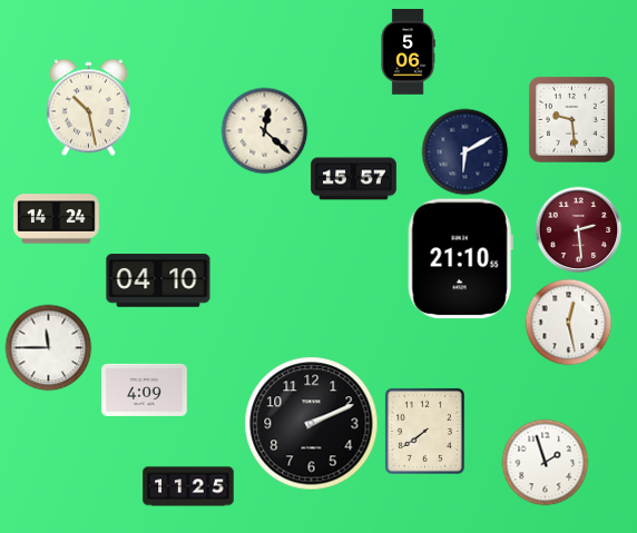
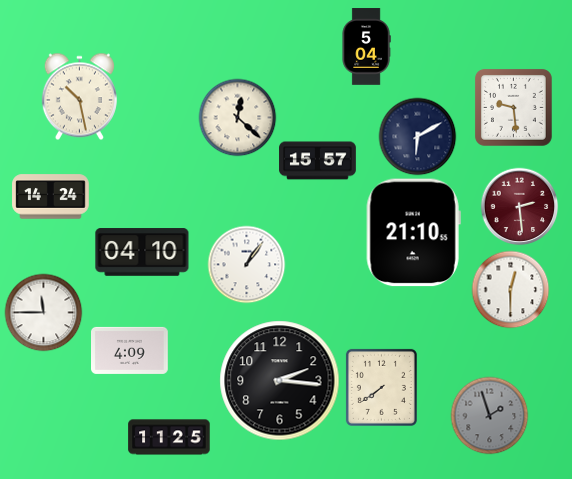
clock at (408, 52): 5:06 -> 5:04
clock at (246, 264): none -> 1:06
clock at (568, 322): 12:28 -> 12:30
clock at (312, 424): 2:11 -> 2:16
clock at (545, 462) dial: white -> grey
